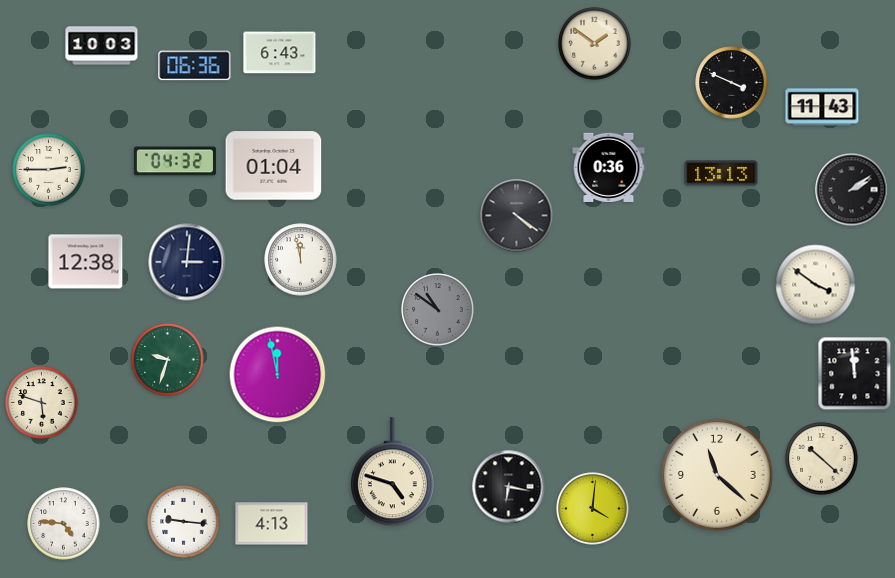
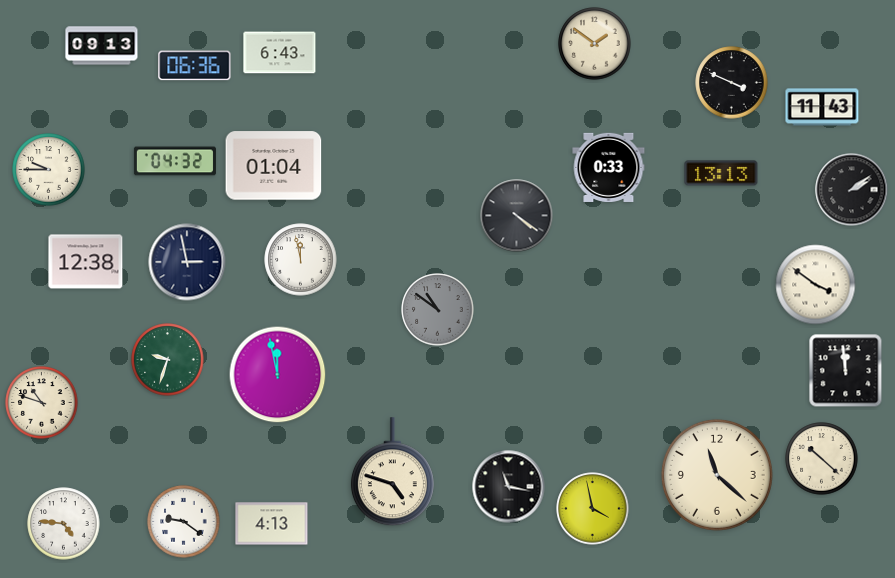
clock at (102, 46): 10:03 -> 09:13
clock at (609, 167): 0:36 -> 0:33
clock at (49, 170): 2:45 -> 9:45
clock at (187, 262): 3:01 -> 2:58
clock at (855, 374) position: (855, 374) -> (846, 371)
clock at (42, 403): 5:48 -> 10:48
clock at (509, 487): 6:17 -> 11:17
clock at (593, 509): 4:01 -> 3:58
clock at (184, 522): 9:16 -> 9:21
